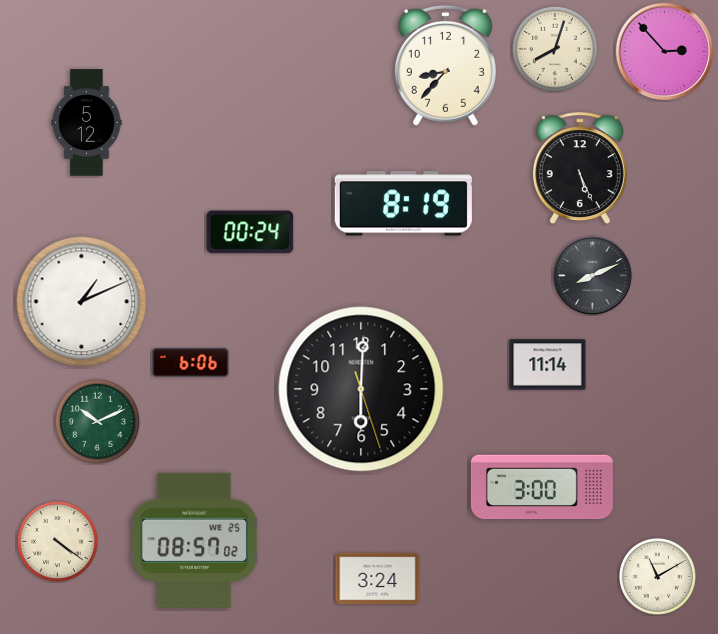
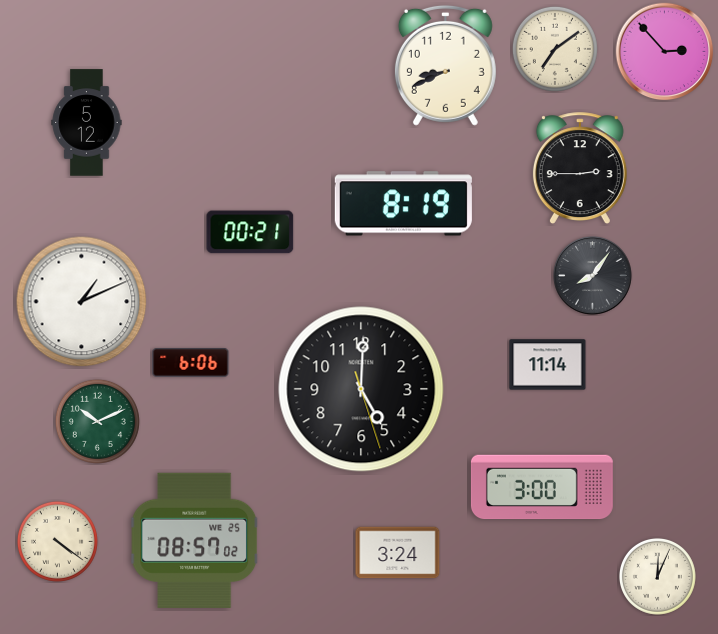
clock at (555, 49): 8:03 -> 7:09
clock at (445, 65): 8:37 -> 8:41
clock at (580, 169): 5:26 -> 2:45
clock at (250, 232): 00:24 -> 00:21
clock at (593, 276): 8:11 -> 8:06
clock at (361, 389): 6:00 -> 5:00
clock at (657, 576): 11:10 -> 12:04
clock at (378, 579) position: (378, 579) -> (398, 553)
